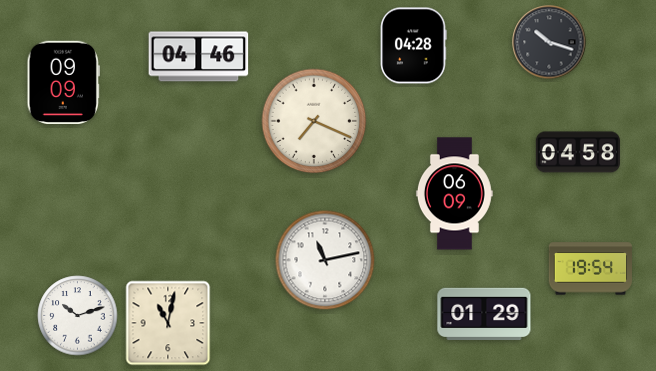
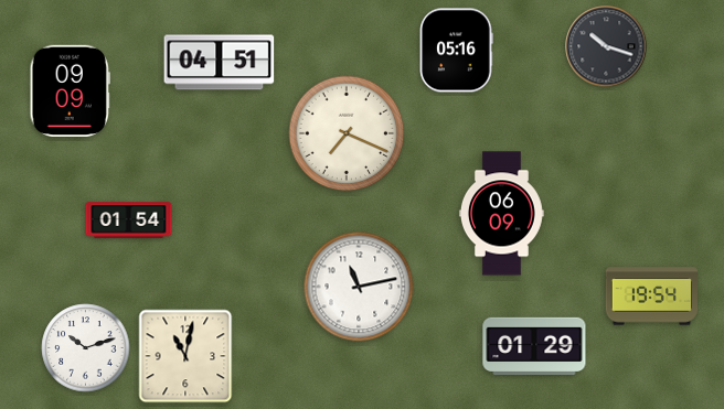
clock at (413, 46): 04:28 -> 05:16
clock at (199, 57): 04:46 -> 04:51
clock at (578, 152): 04:58 -> none
clock at (129, 220): none -> 01:54
